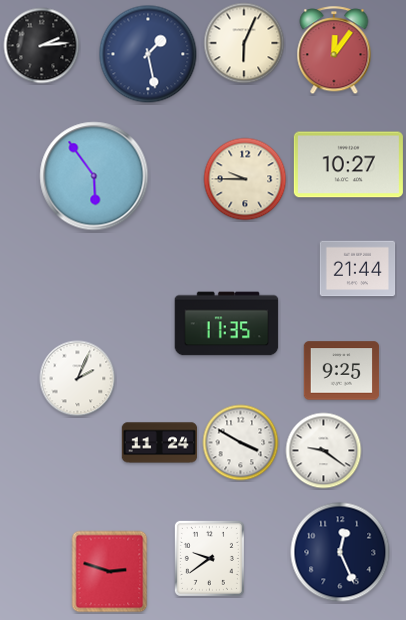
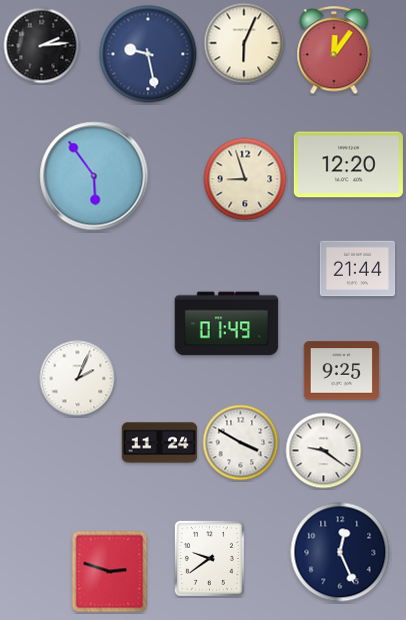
clock at (148, 54): 1:28 -> 9:28
clock at (348, 165): 10:27 -> 12:20
clock at (245, 179): 9:45 -> 8:57
clock at (227, 324): 11:35 -> 01:49
